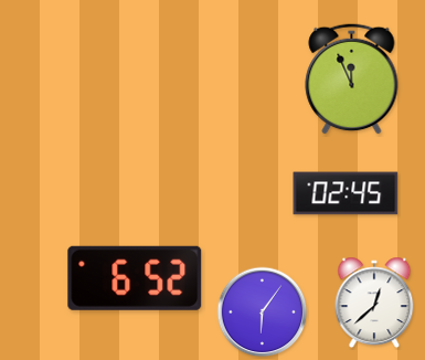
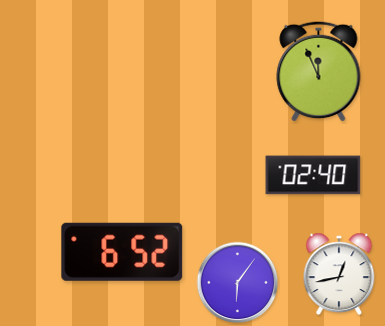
clock at (346, 193): 02:45 -> 02:40
clock at (374, 303): 12:38 -> 12:43
